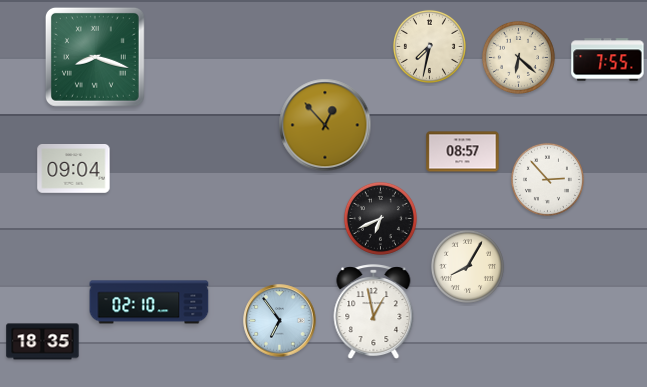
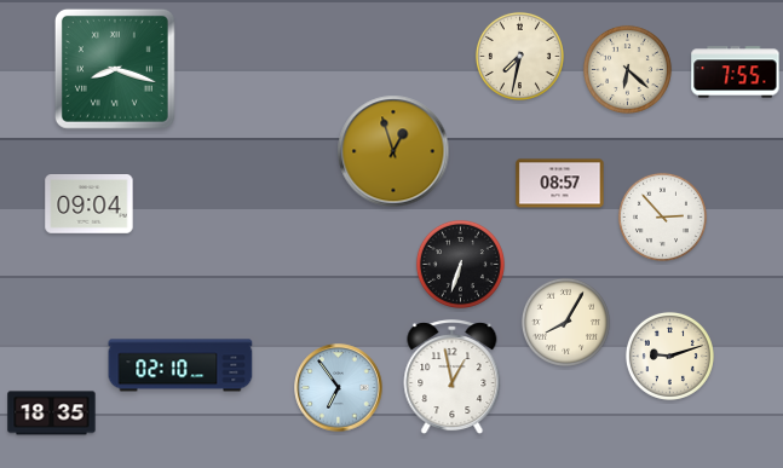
clock at (325, 125): 12:53 -> 12:57
clock at (380, 218): 6:41 -> 6:33
clock at (669, 356): none -> 9:12
